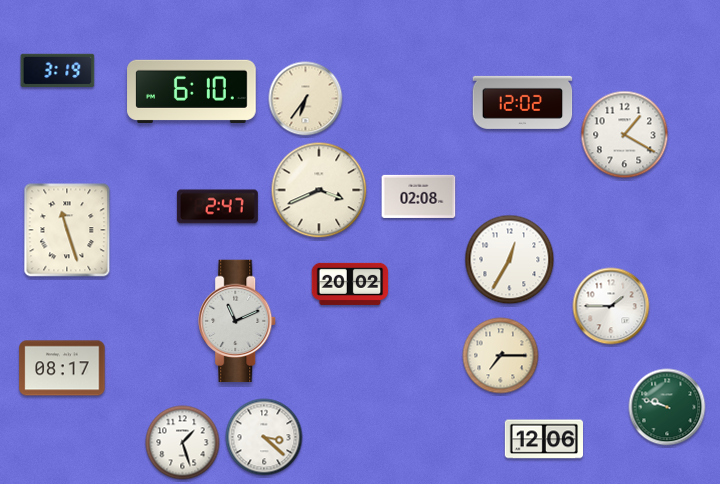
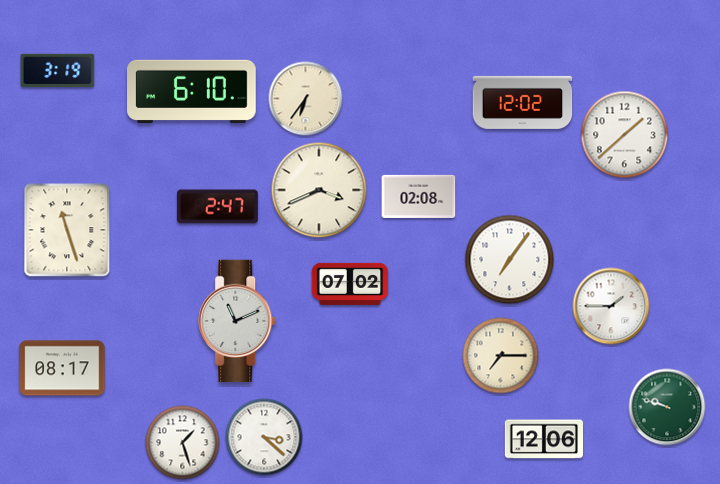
clock at (625, 135): 1:20 -> 1:38
clock at (510, 260): 12:35 -> 7:06
clock at (350, 284): 20:02 -> 07:02
